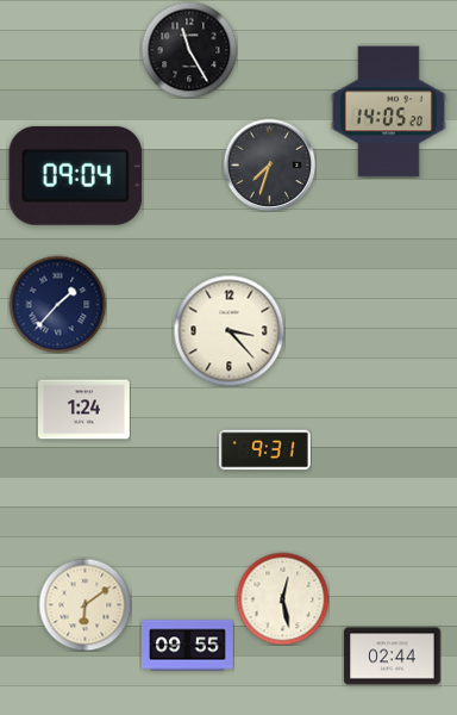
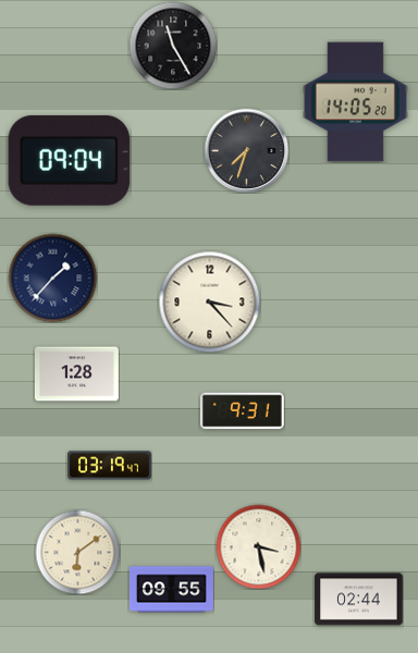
clock at (83, 410): 1:24 -> 1:28
clock at (110, 466): none -> 03:19
clock at (282, 598): 12:28 -> 3:28
